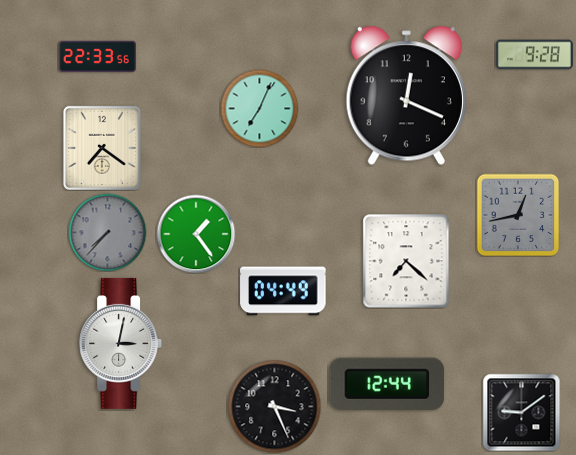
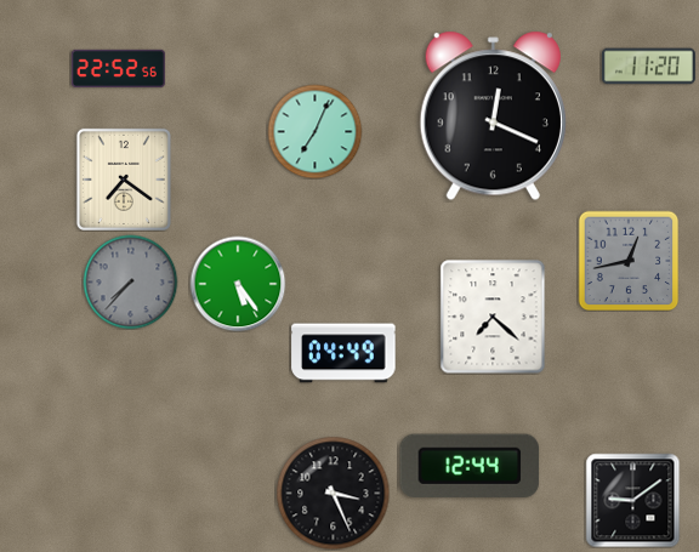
clock at (534, 55): 9:28 -> 11:20
clock at (97, 56): 22:33 -> 22:52
clock at (196, 234): 1:24 -> 5:24
clock at (121, 343): 3:02 -> none
